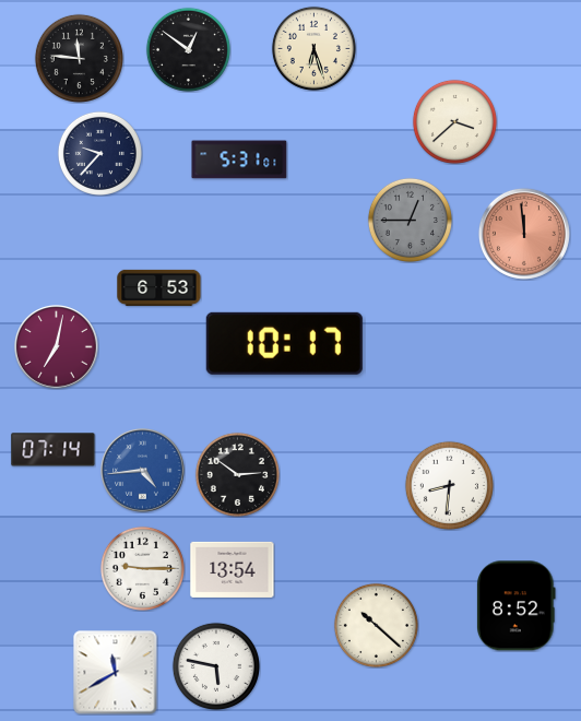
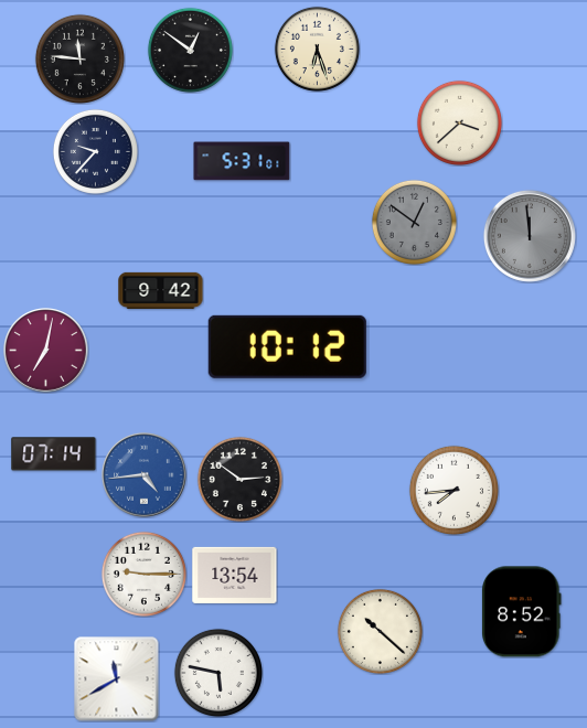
clock at (99, 153) position: (99, 153) -> (95, 151)
clock at (410, 220): 12:45 -> 12:51
clock at (524, 234) dial: salmon -> grey
clock at (159, 287): 6:53 -> 9:42
clock at (284, 343): 10:17 -> 10:12
clock at (57, 347) position: (57, 347) -> (46, 351)
clock at (449, 485): 8:31 -> 7:44
